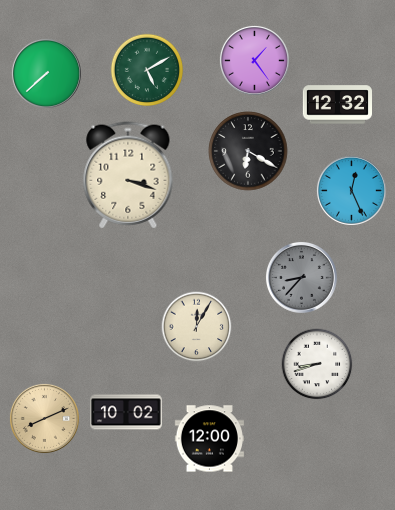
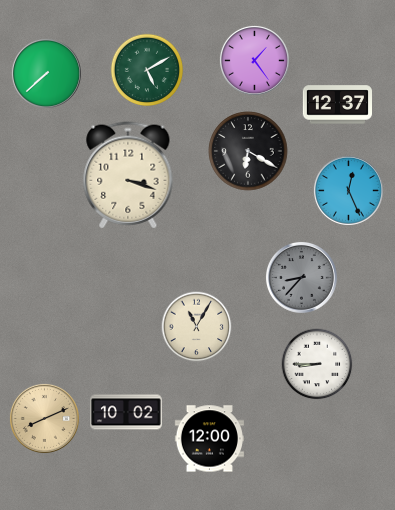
clock at (337, 105): 12:32 -> 12:37
clock at (351, 190) position: (351, 190) -> (348, 190)
clock at (197, 327): 12:05 -> 11:05
clock at (317, 364): 8:42 -> 8:45
